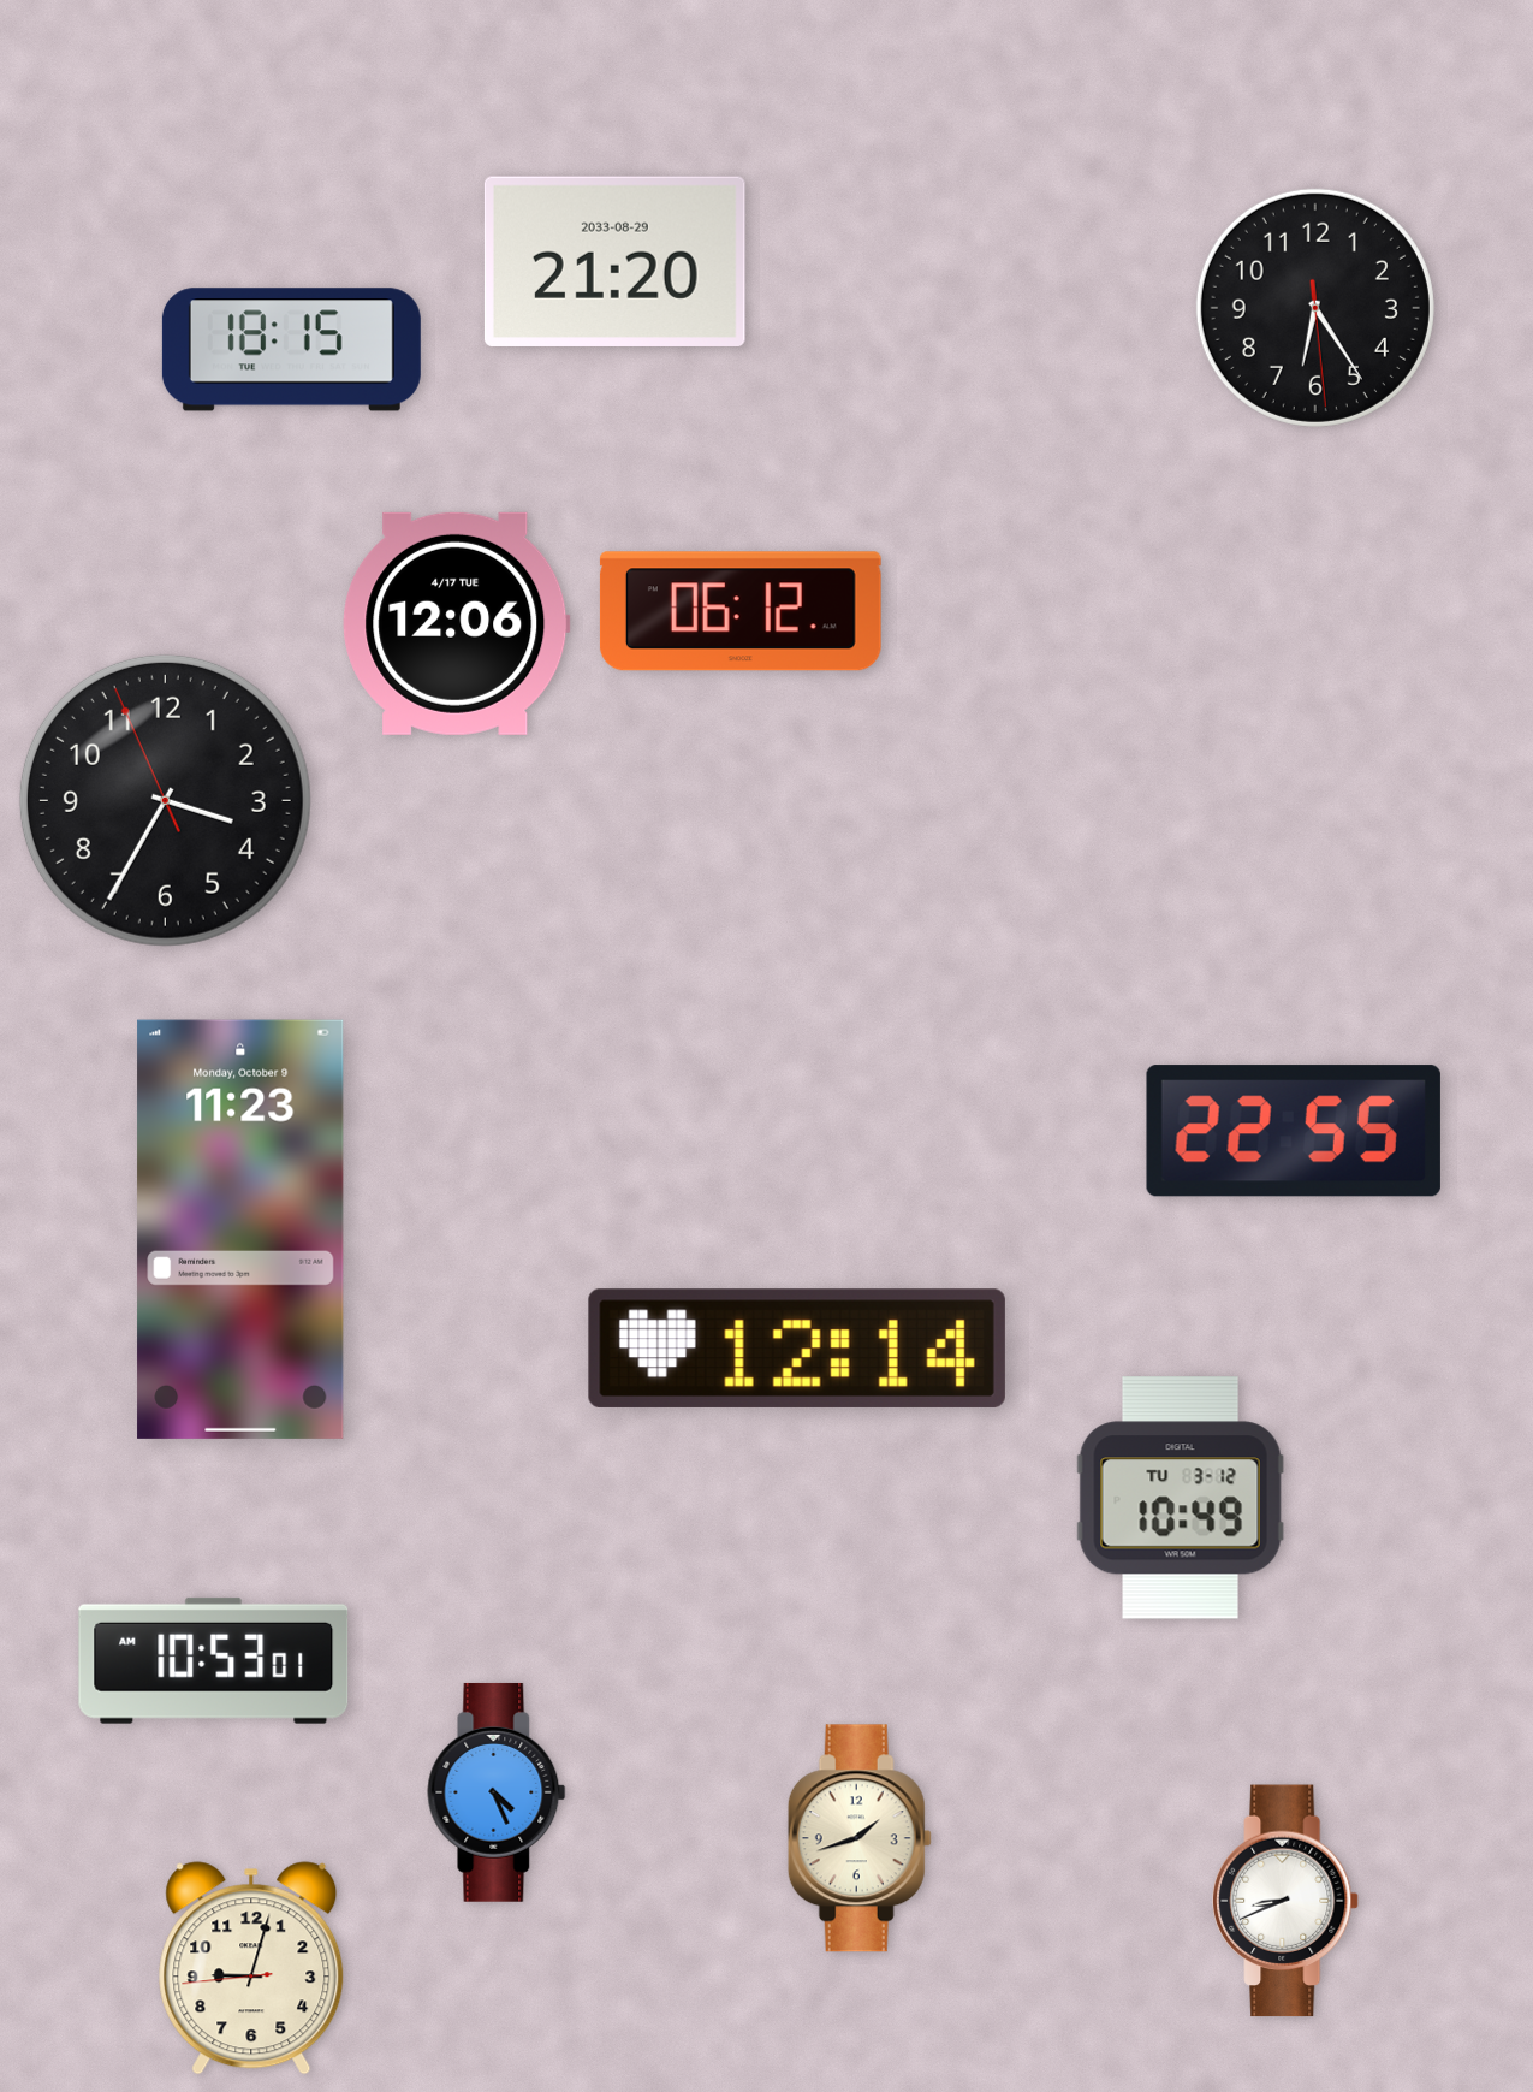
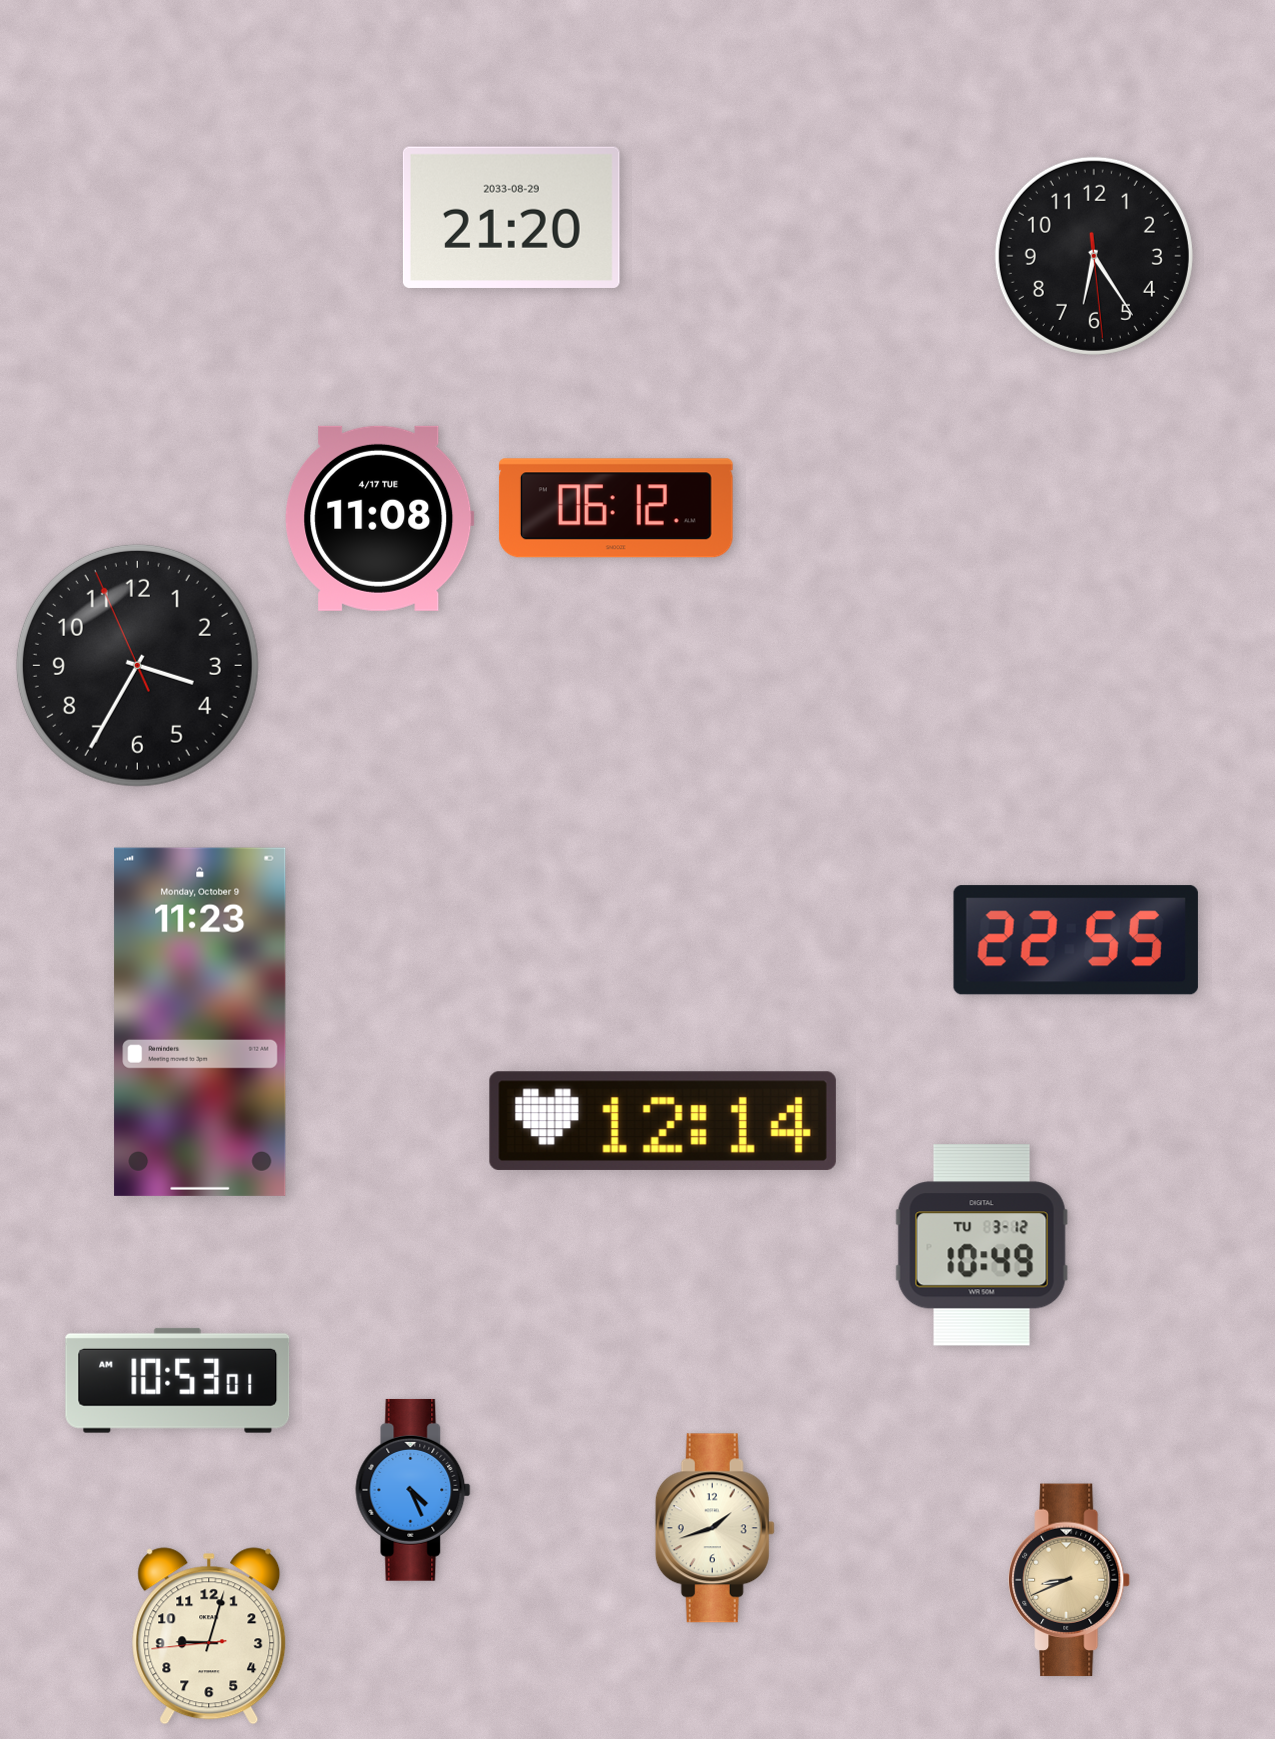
clock at (291, 350): 18:15 -> none
clock at (457, 623): 12:06 -> 11:08
clock at (1285, 1901) dial: white -> champagne
